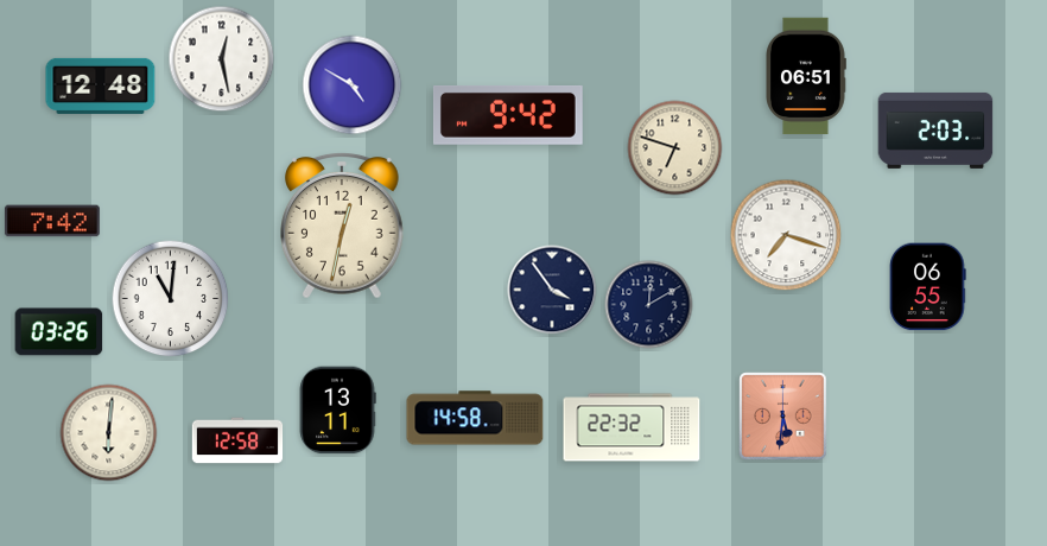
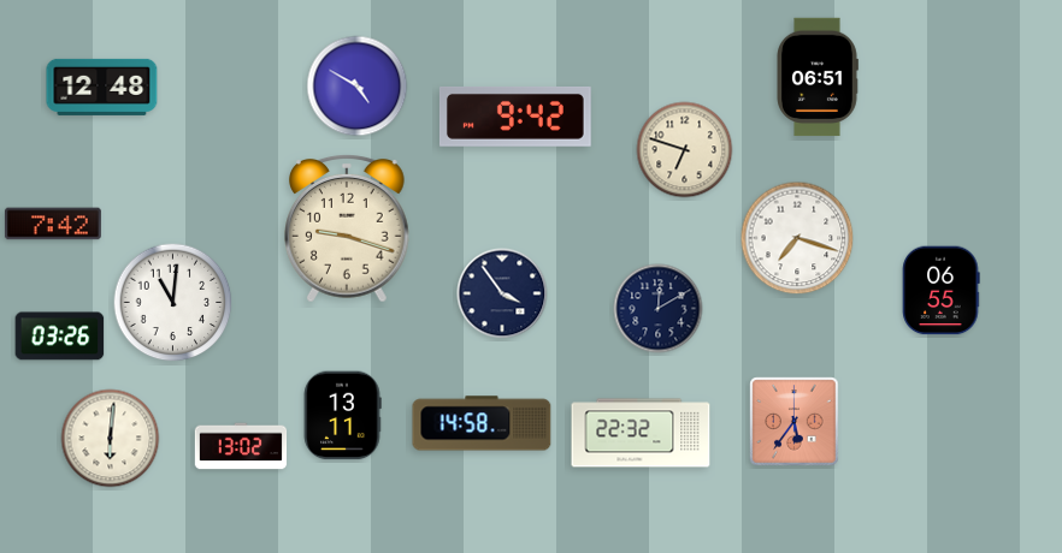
clock at (222, 59): 12:28 -> none
clock at (935, 131): 2:03 -> none
clock at (343, 227): 12:32 -> 9:18
clock at (552, 290) position: (552, 290) -> (502, 293)
clock at (783, 417): 5:31 -> 5:36
clock at (237, 440): 12:58 -> 13:02
